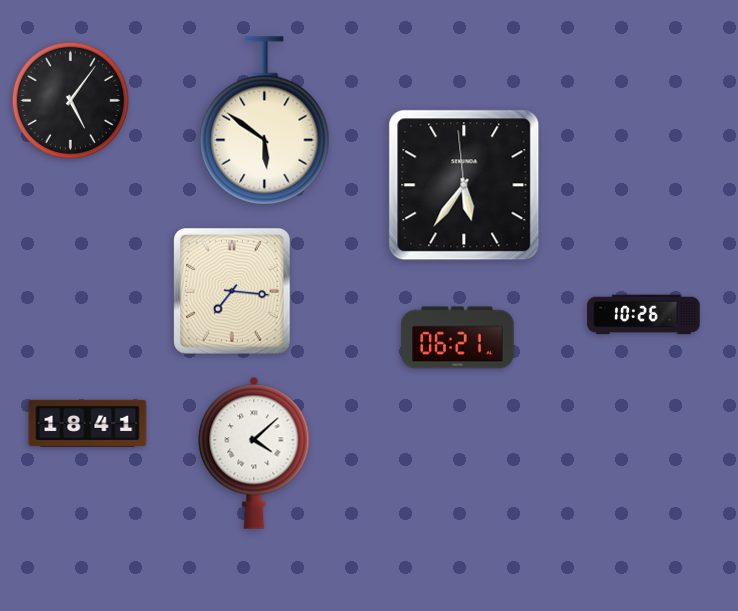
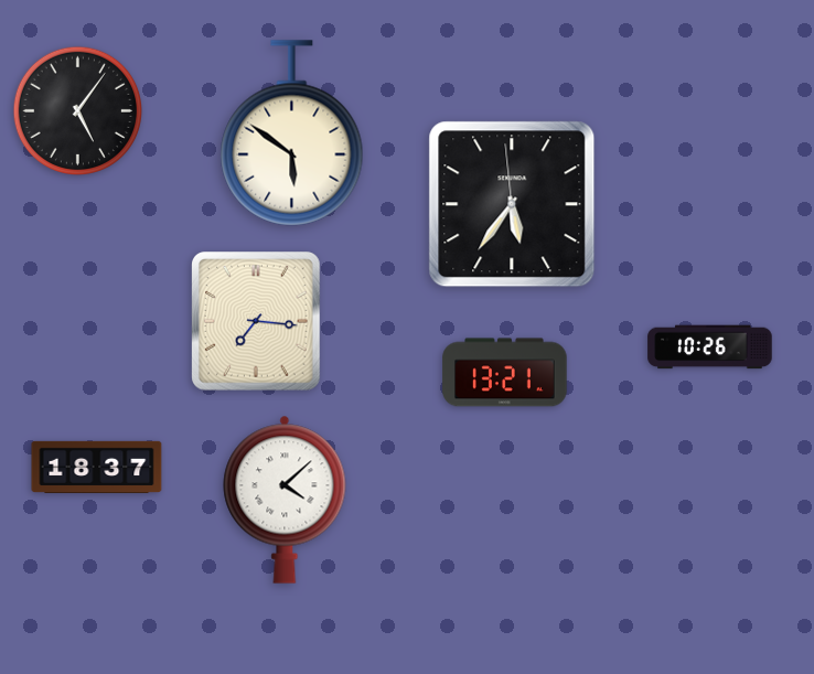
clock at (458, 338): 06:21 -> 13:21
clock at (88, 423): 18:41 -> 18:37
clock at (254, 453) position: (254, 453) -> (285, 500)
